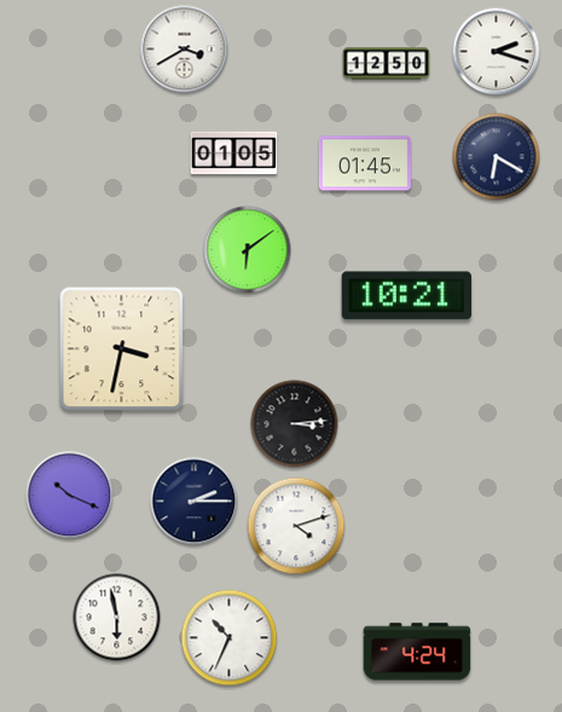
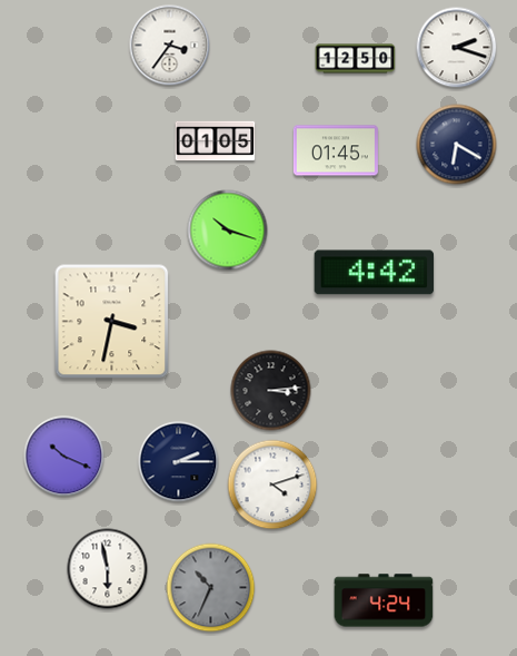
clock at (185, 50): 3:40 -> 3:36
clock at (248, 250): 6:09 -> 10:18
clock at (407, 296): 10:21 -> 4:42
clock at (230, 638) dial: white -> grey
